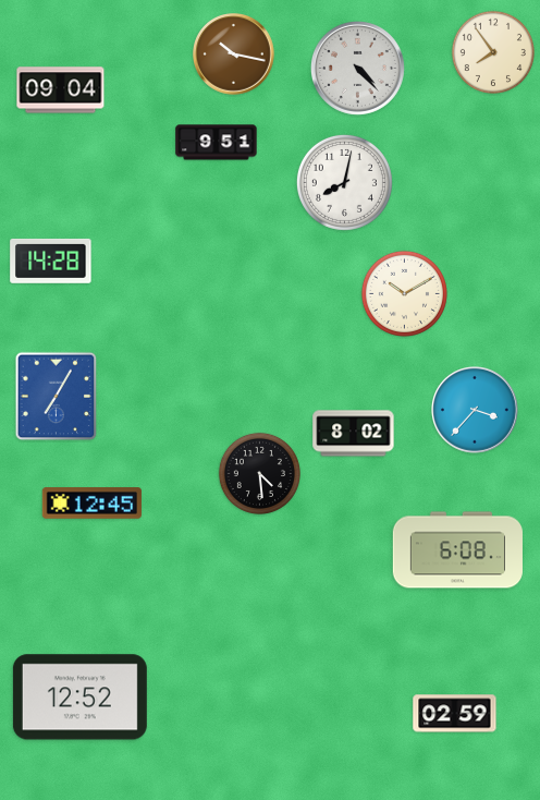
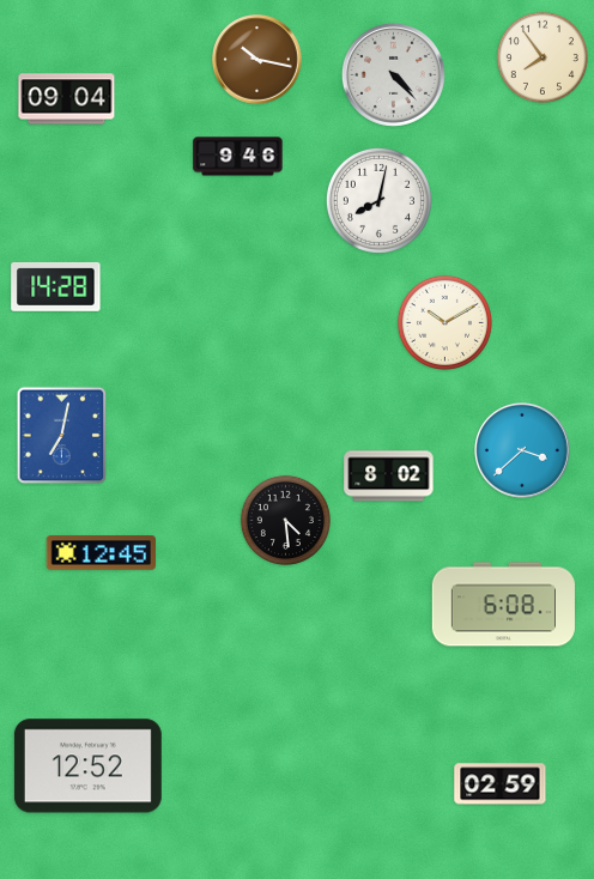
clock at (217, 143): 9:51 -> 9:46
clock at (57, 397): 7:05 -> 7:02
clock at (476, 411): 3:37 -> 3:38
